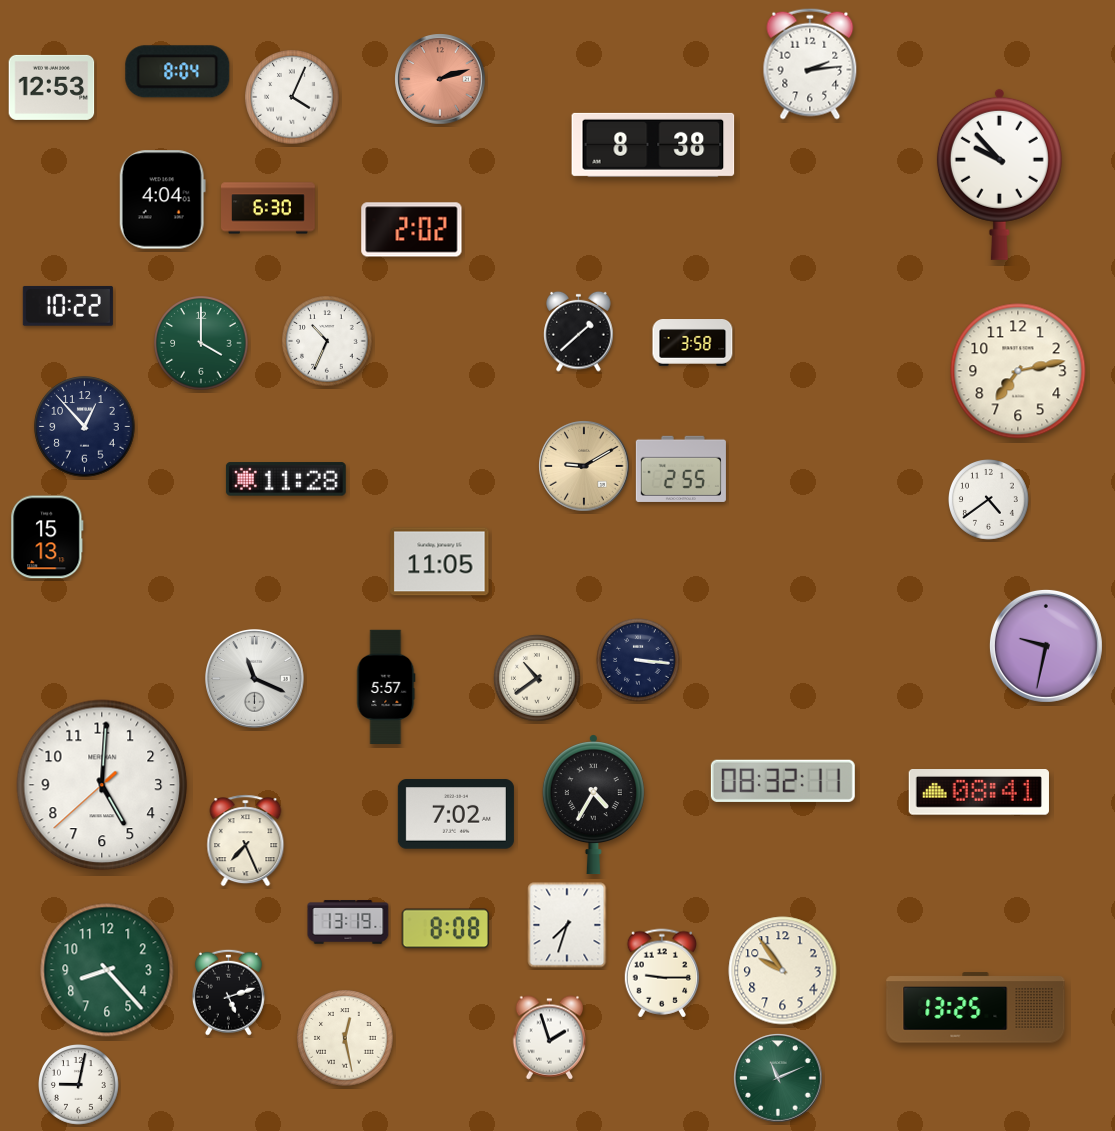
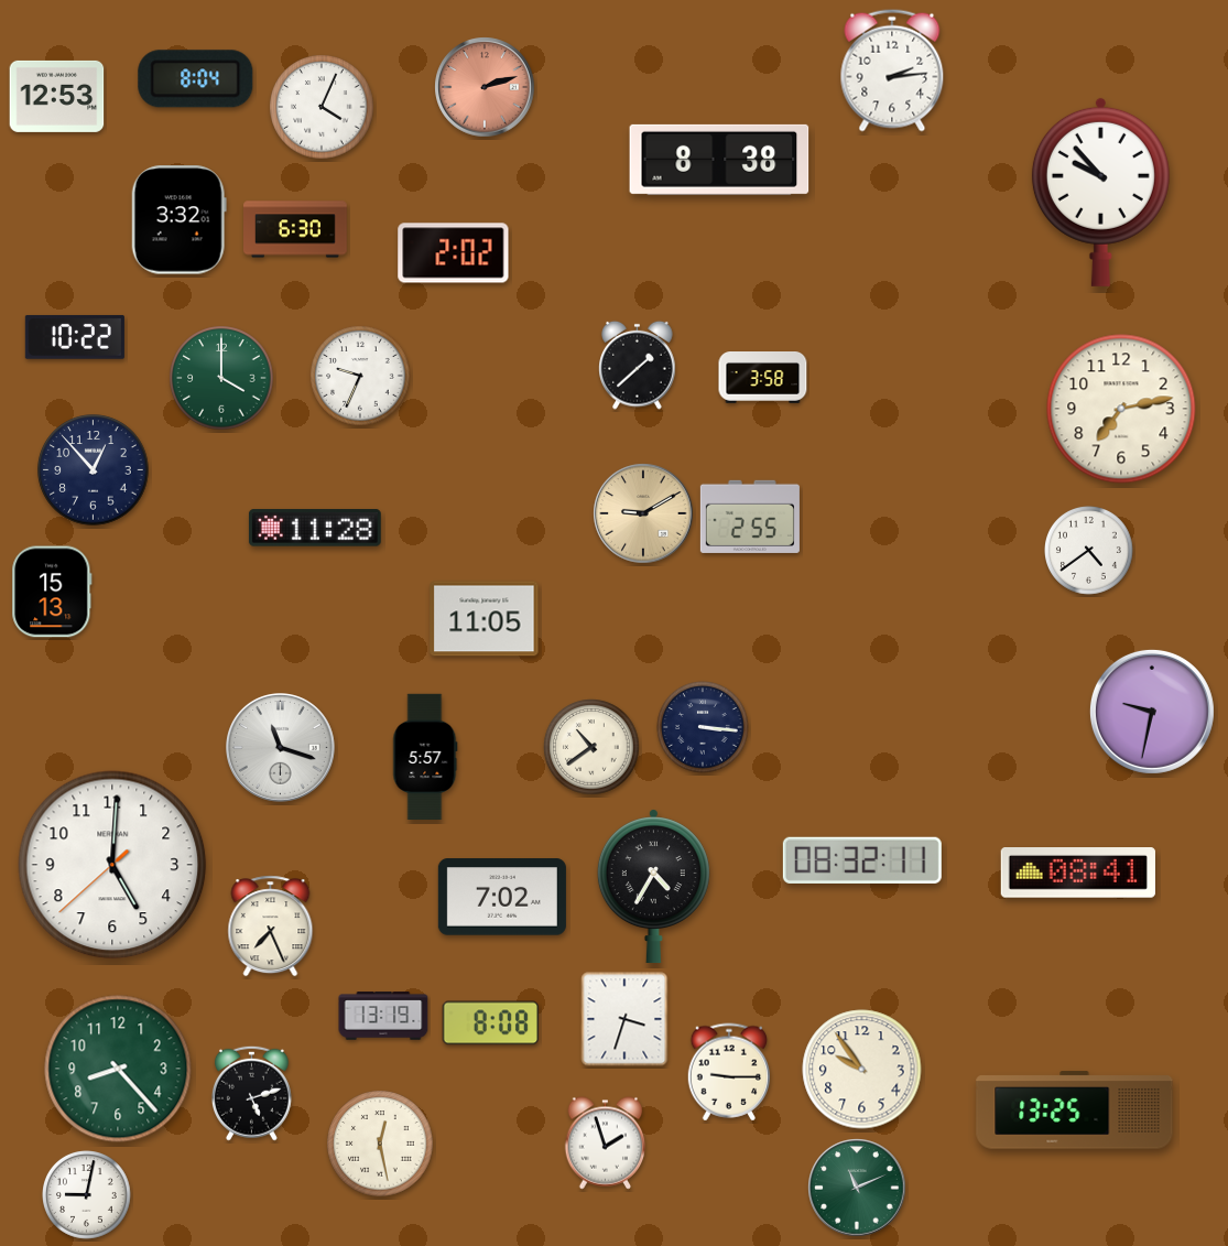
clock at (162, 200): 4:04 -> 3:32
clock at (327, 341): 10:34 -> 9:34
clock at (255, 679): 11:19 -> 11:18
clock at (567, 925): 7:33 -> 3:33
